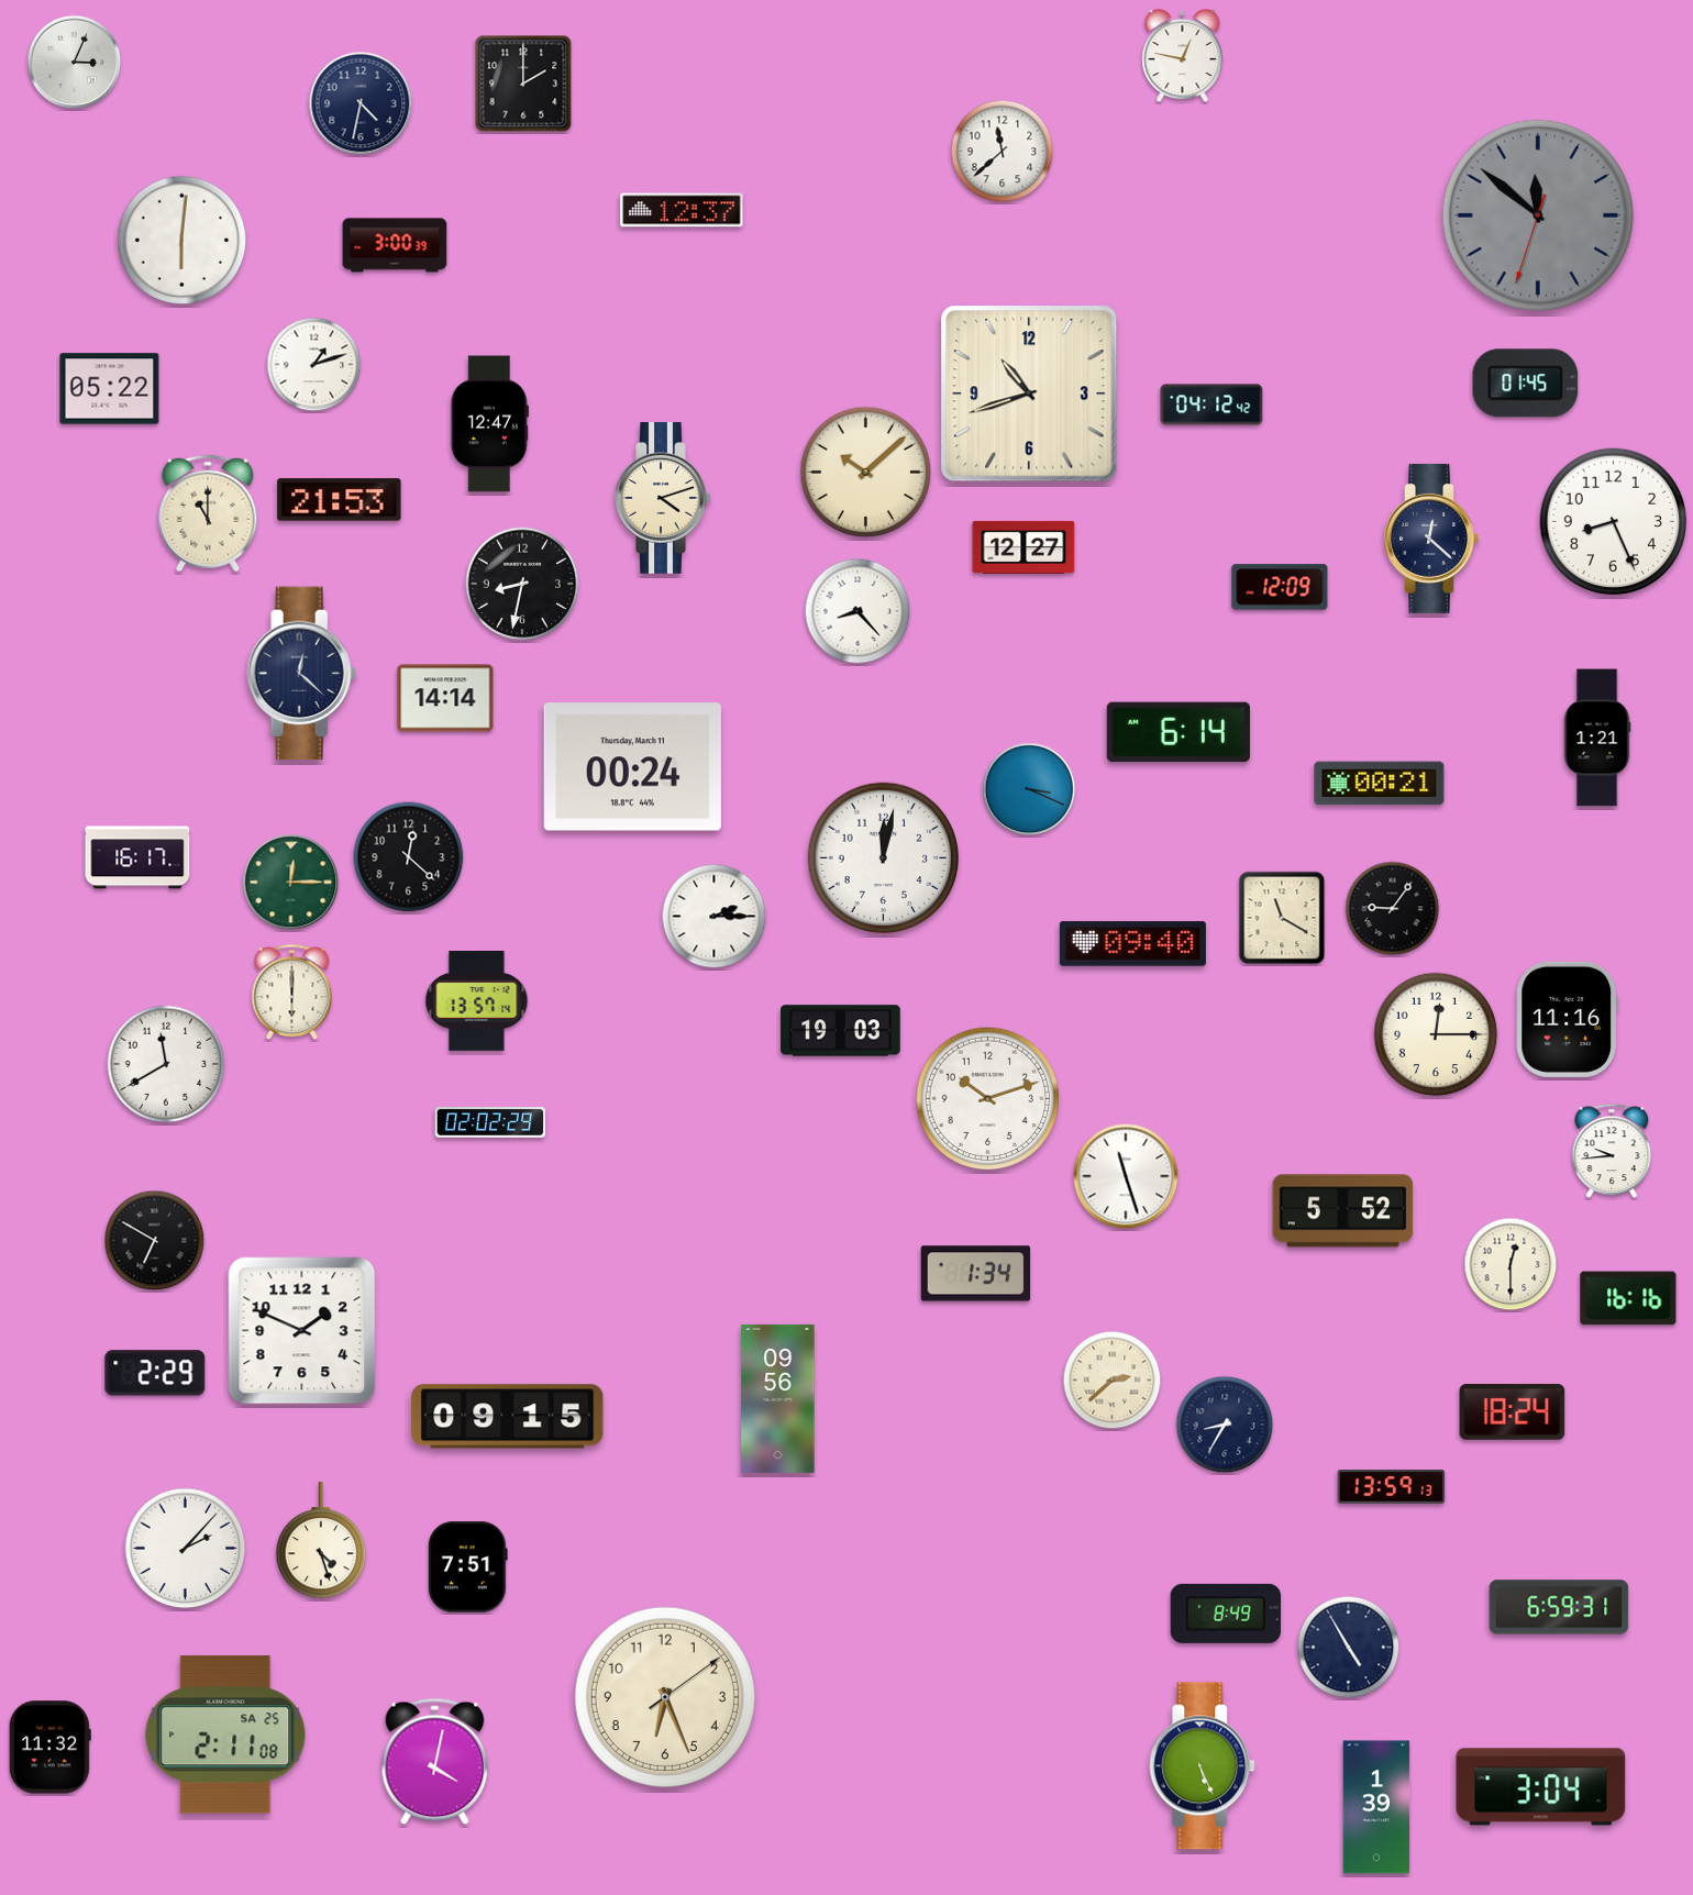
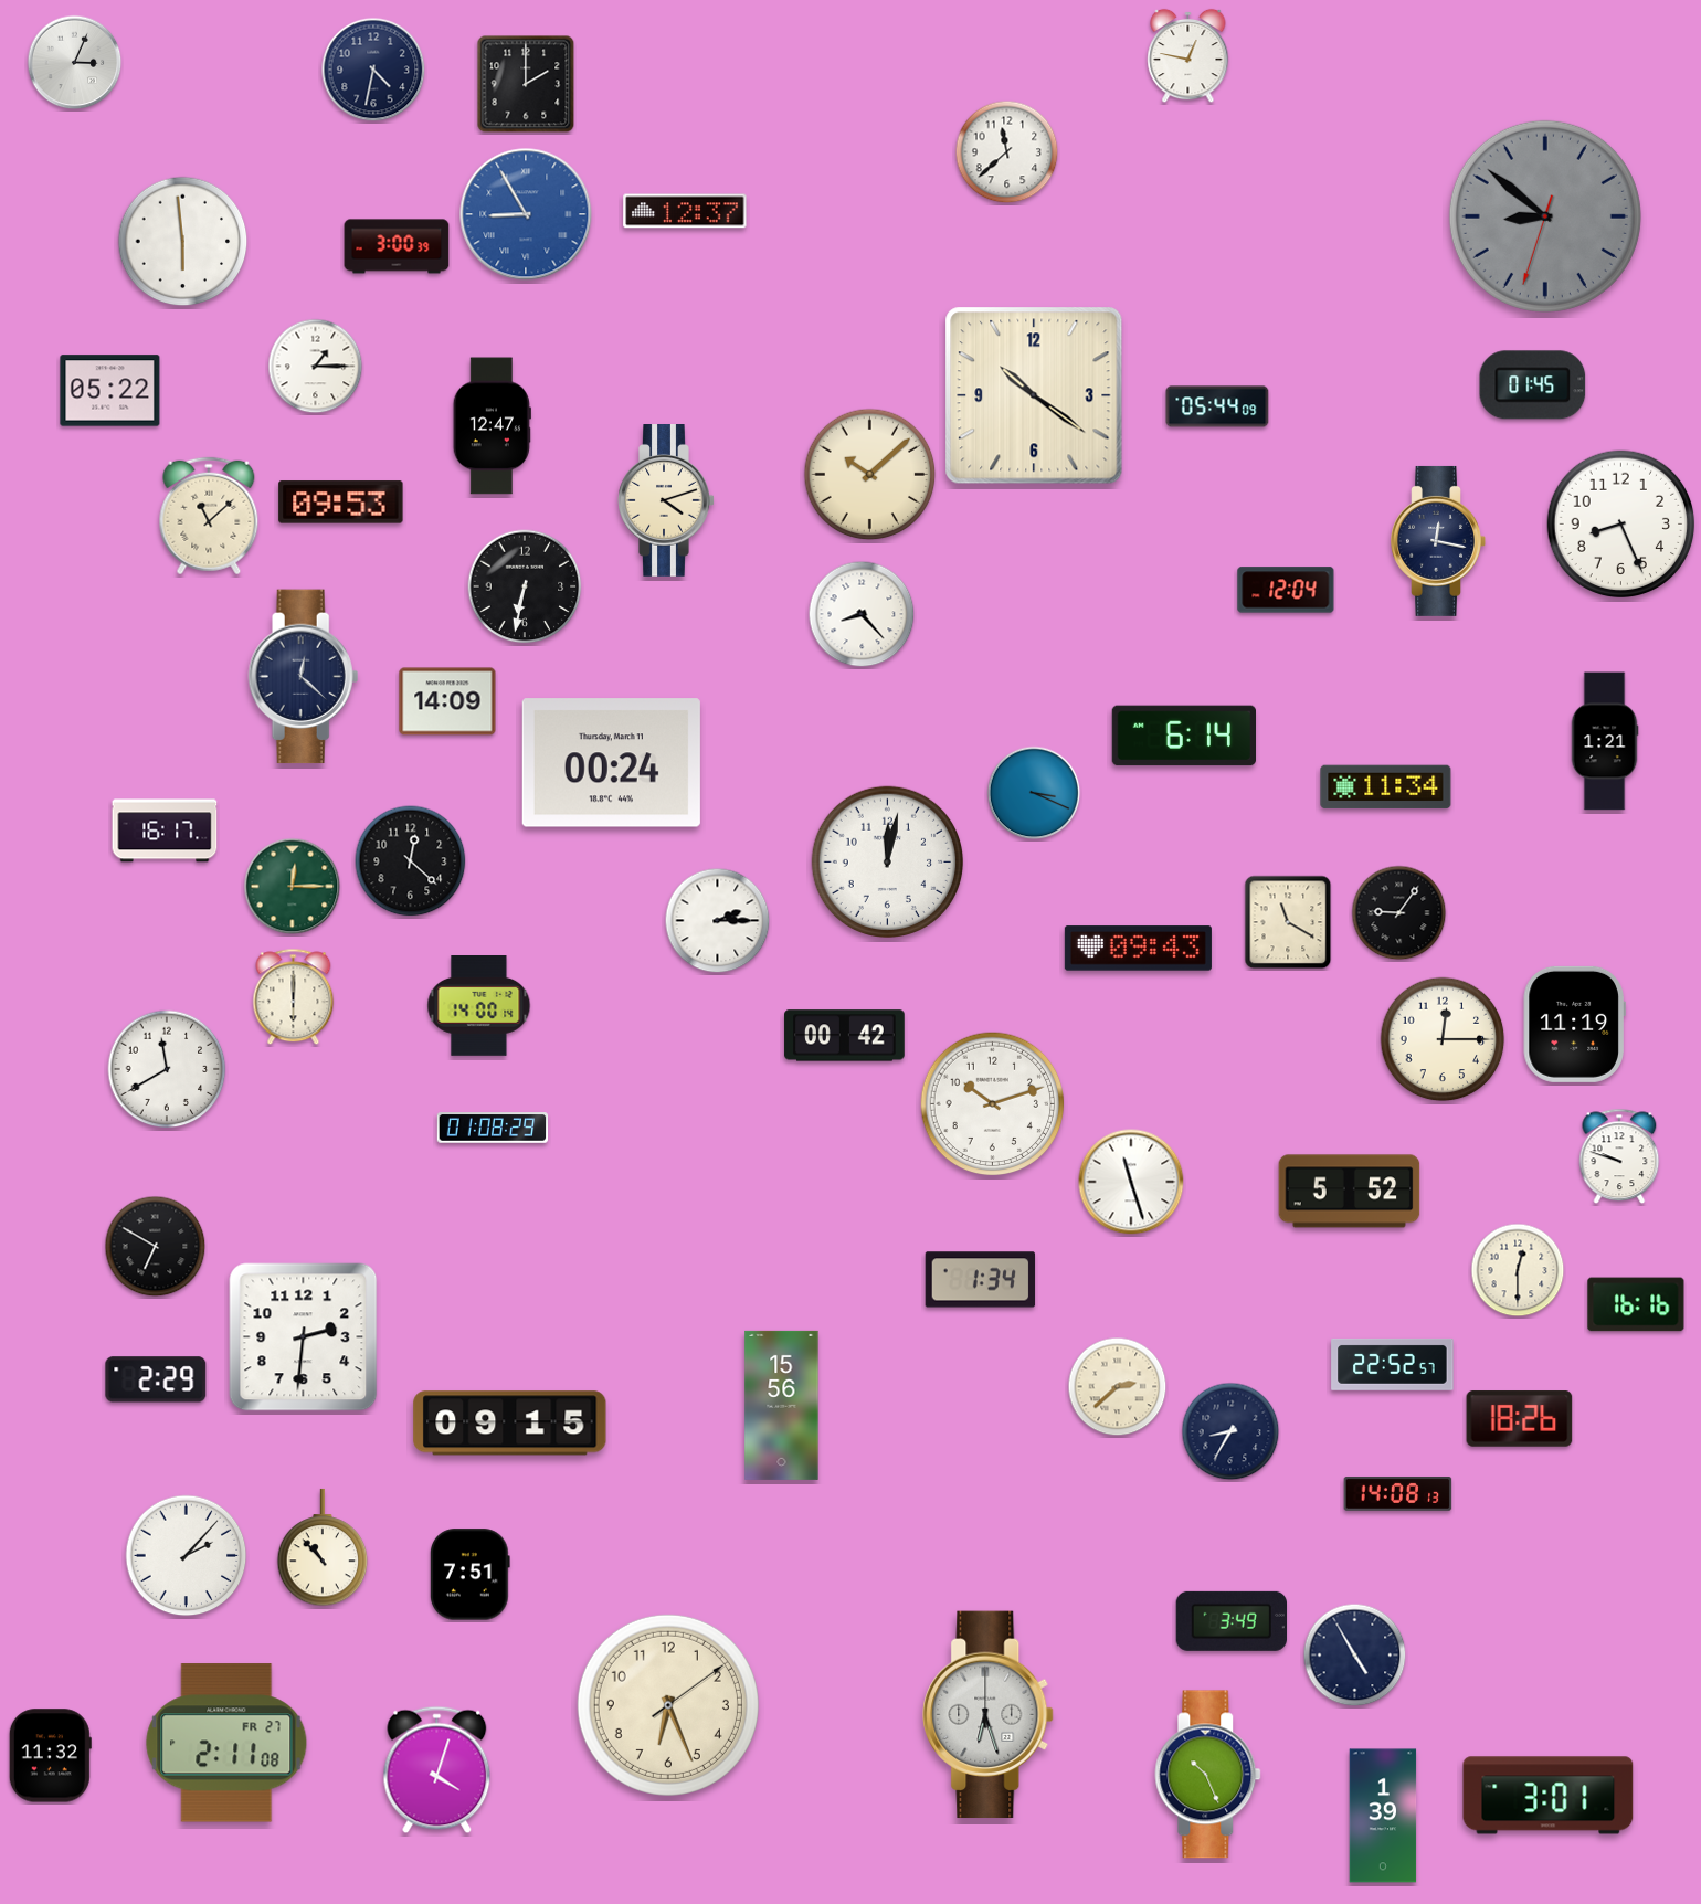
clock at (361, 103) position: (361, 103) -> (373, 70)
clock at (526, 214): none -> 8:55
clock at (1538, 215): 11:51 -> 8:51
clock at (182, 241): 6:01 -> 5:59
clock at (314, 365): 1:12 -> 1:15
clock at (1029, 394): 10:42 -> 10:21
clock at (1211, 405): 04:12 -> 05:44
clock at (340, 500): 21:53 -> 09:53
clock at (208, 513): 11:00 -> 11:08
clock at (1431, 539): 12:22 -> 12:17
clock at (1023, 547): 12:27 -> none
clock at (522, 584): 8:32 -> 6:32
clock at (1280, 587): 12:09 -> 12:04
clock at (445, 698): 14:14 -> 14:09
clock at (632, 767) position: (632, 767) -> (611, 763)
clock at (1380, 784): 00:21 -> 11:34
clock at (137, 857) position: (137, 857) -> (165, 831)
clock at (1132, 944): 09:40 -> 09:43
clock at (477, 1001): 13:57 -> 14:00
clock at (1567, 1019): 11:16 -> 11:19
clock at (841, 1031): 19:03 -> 00:42
clock at (490, 1122): 02:02 -> 01:08
clock at (1612, 1151): 9:44 -> 9:48
clock at (1343, 1211) position: (1343, 1211) -> (1350, 1192)
clock at (302, 1331): 1:49 -> 2:31
clock at (1393, 1364): none -> 22:52
clock at (778, 1398): 09:56 -> 15:56
clock at (1513, 1412): 18:24 -> 18:26
clock at (1392, 1487): 13:59 -> 14:08
clock at (321, 1540): 4:27 -> 10:53
clock at (1559, 1607): 6:59 -> none
clock at (1225, 1614): 8:49 -> 3:49
clock at (989, 1715): none -> 6:27
clock at (225, 1735) date: SA 25 -> FR 27
clock at (435, 1762): 4:02 -> 4:03
clock at (1203, 1766): 5:26 -> 10:26
clock at (1541, 1787): 3:04 -> 3:01
